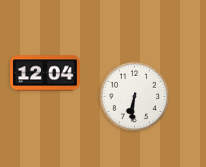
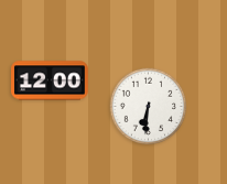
clock at (45, 73): 12:04 -> 12:00
